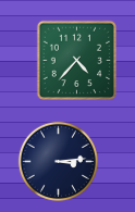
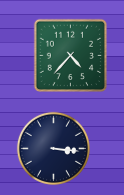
clock at (58, 161): 3:14 -> 3:16
